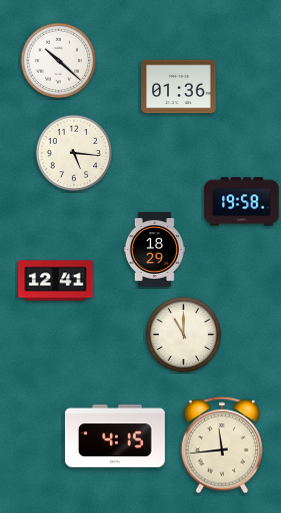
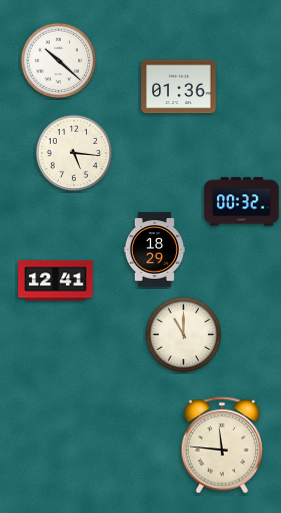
clock at (242, 202): 19:58 -> 00:32
clock at (115, 436): 4:15 -> none
clock at (221, 445): 11:44 -> 11:46
